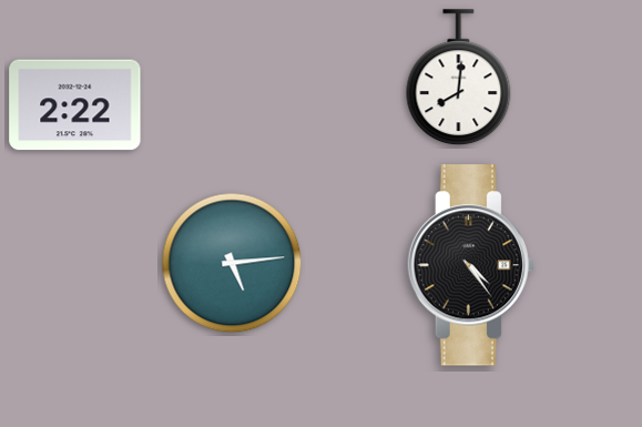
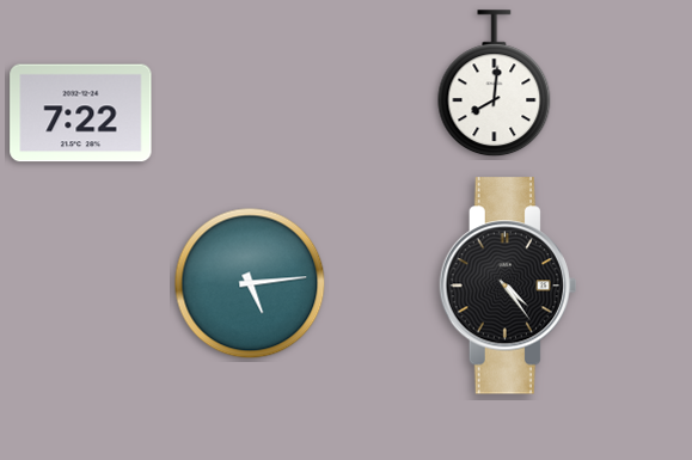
clock at (75, 105): 2:22 -> 7:22
